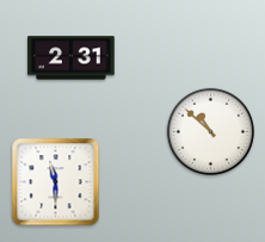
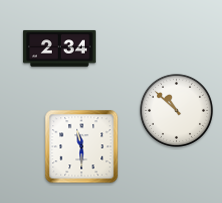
clock at (72, 58): 2:31 -> 2:34
clock at (56, 182) position: (56, 182) -> (82, 147)
